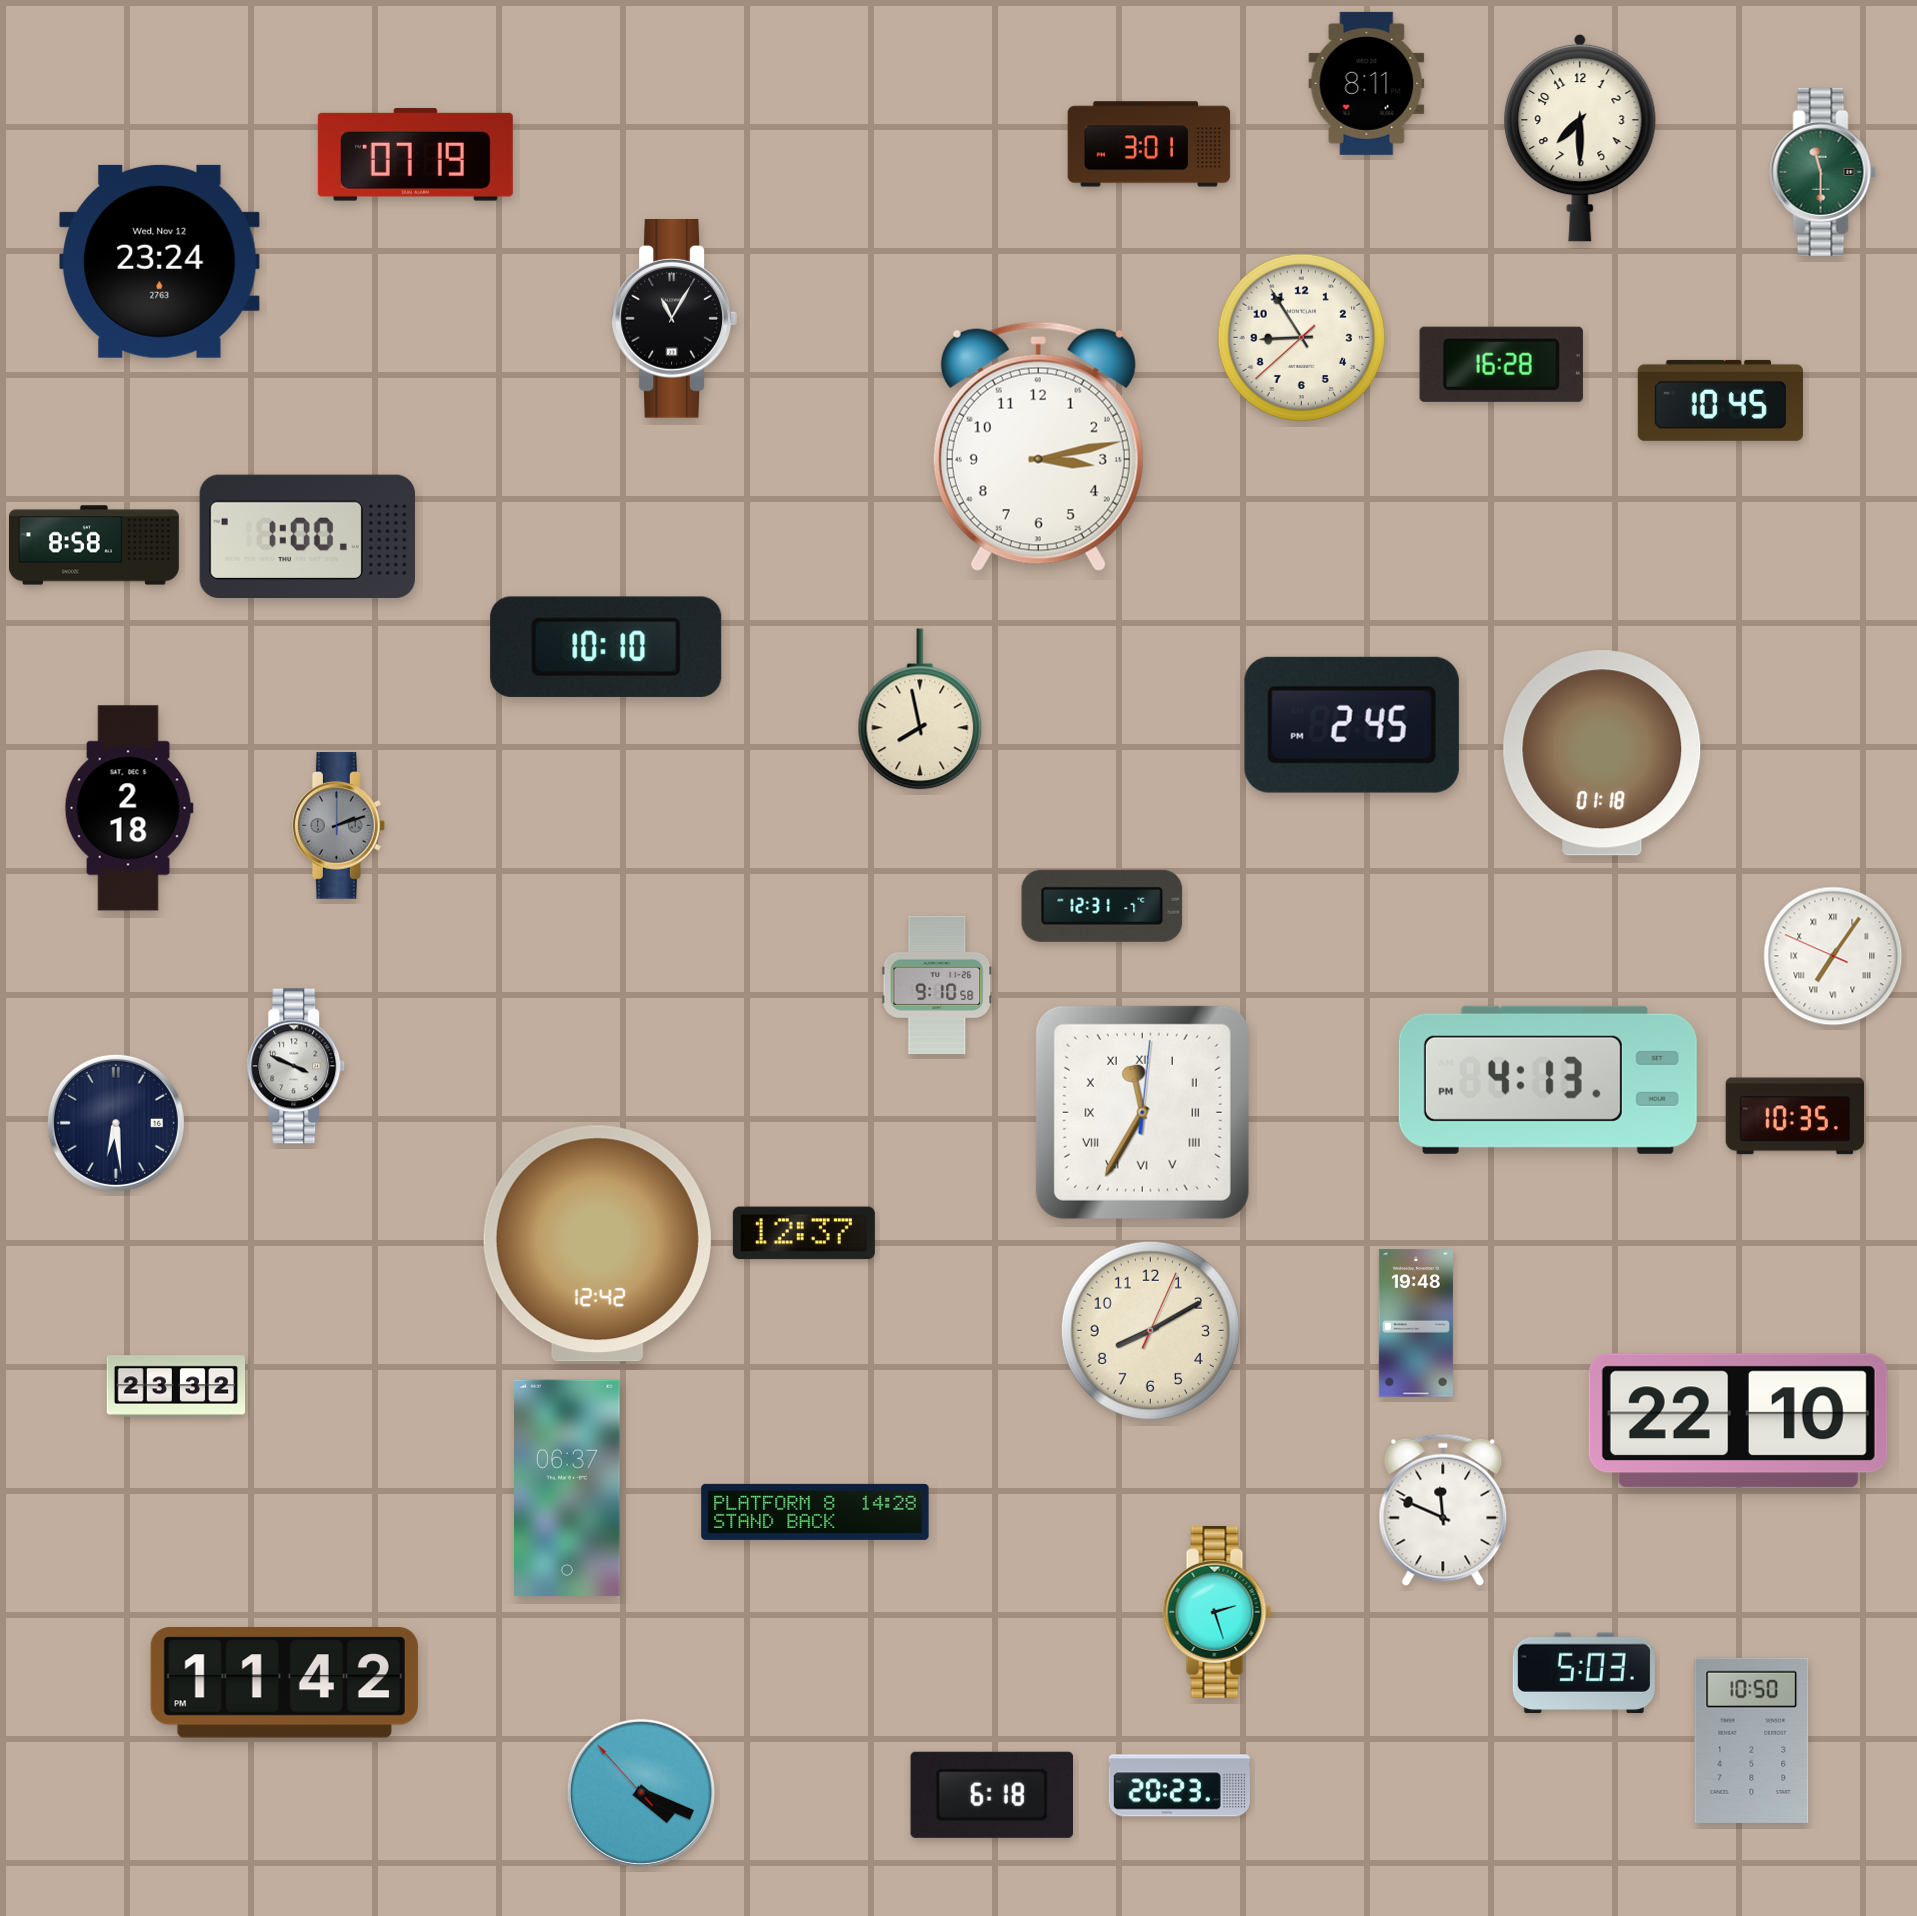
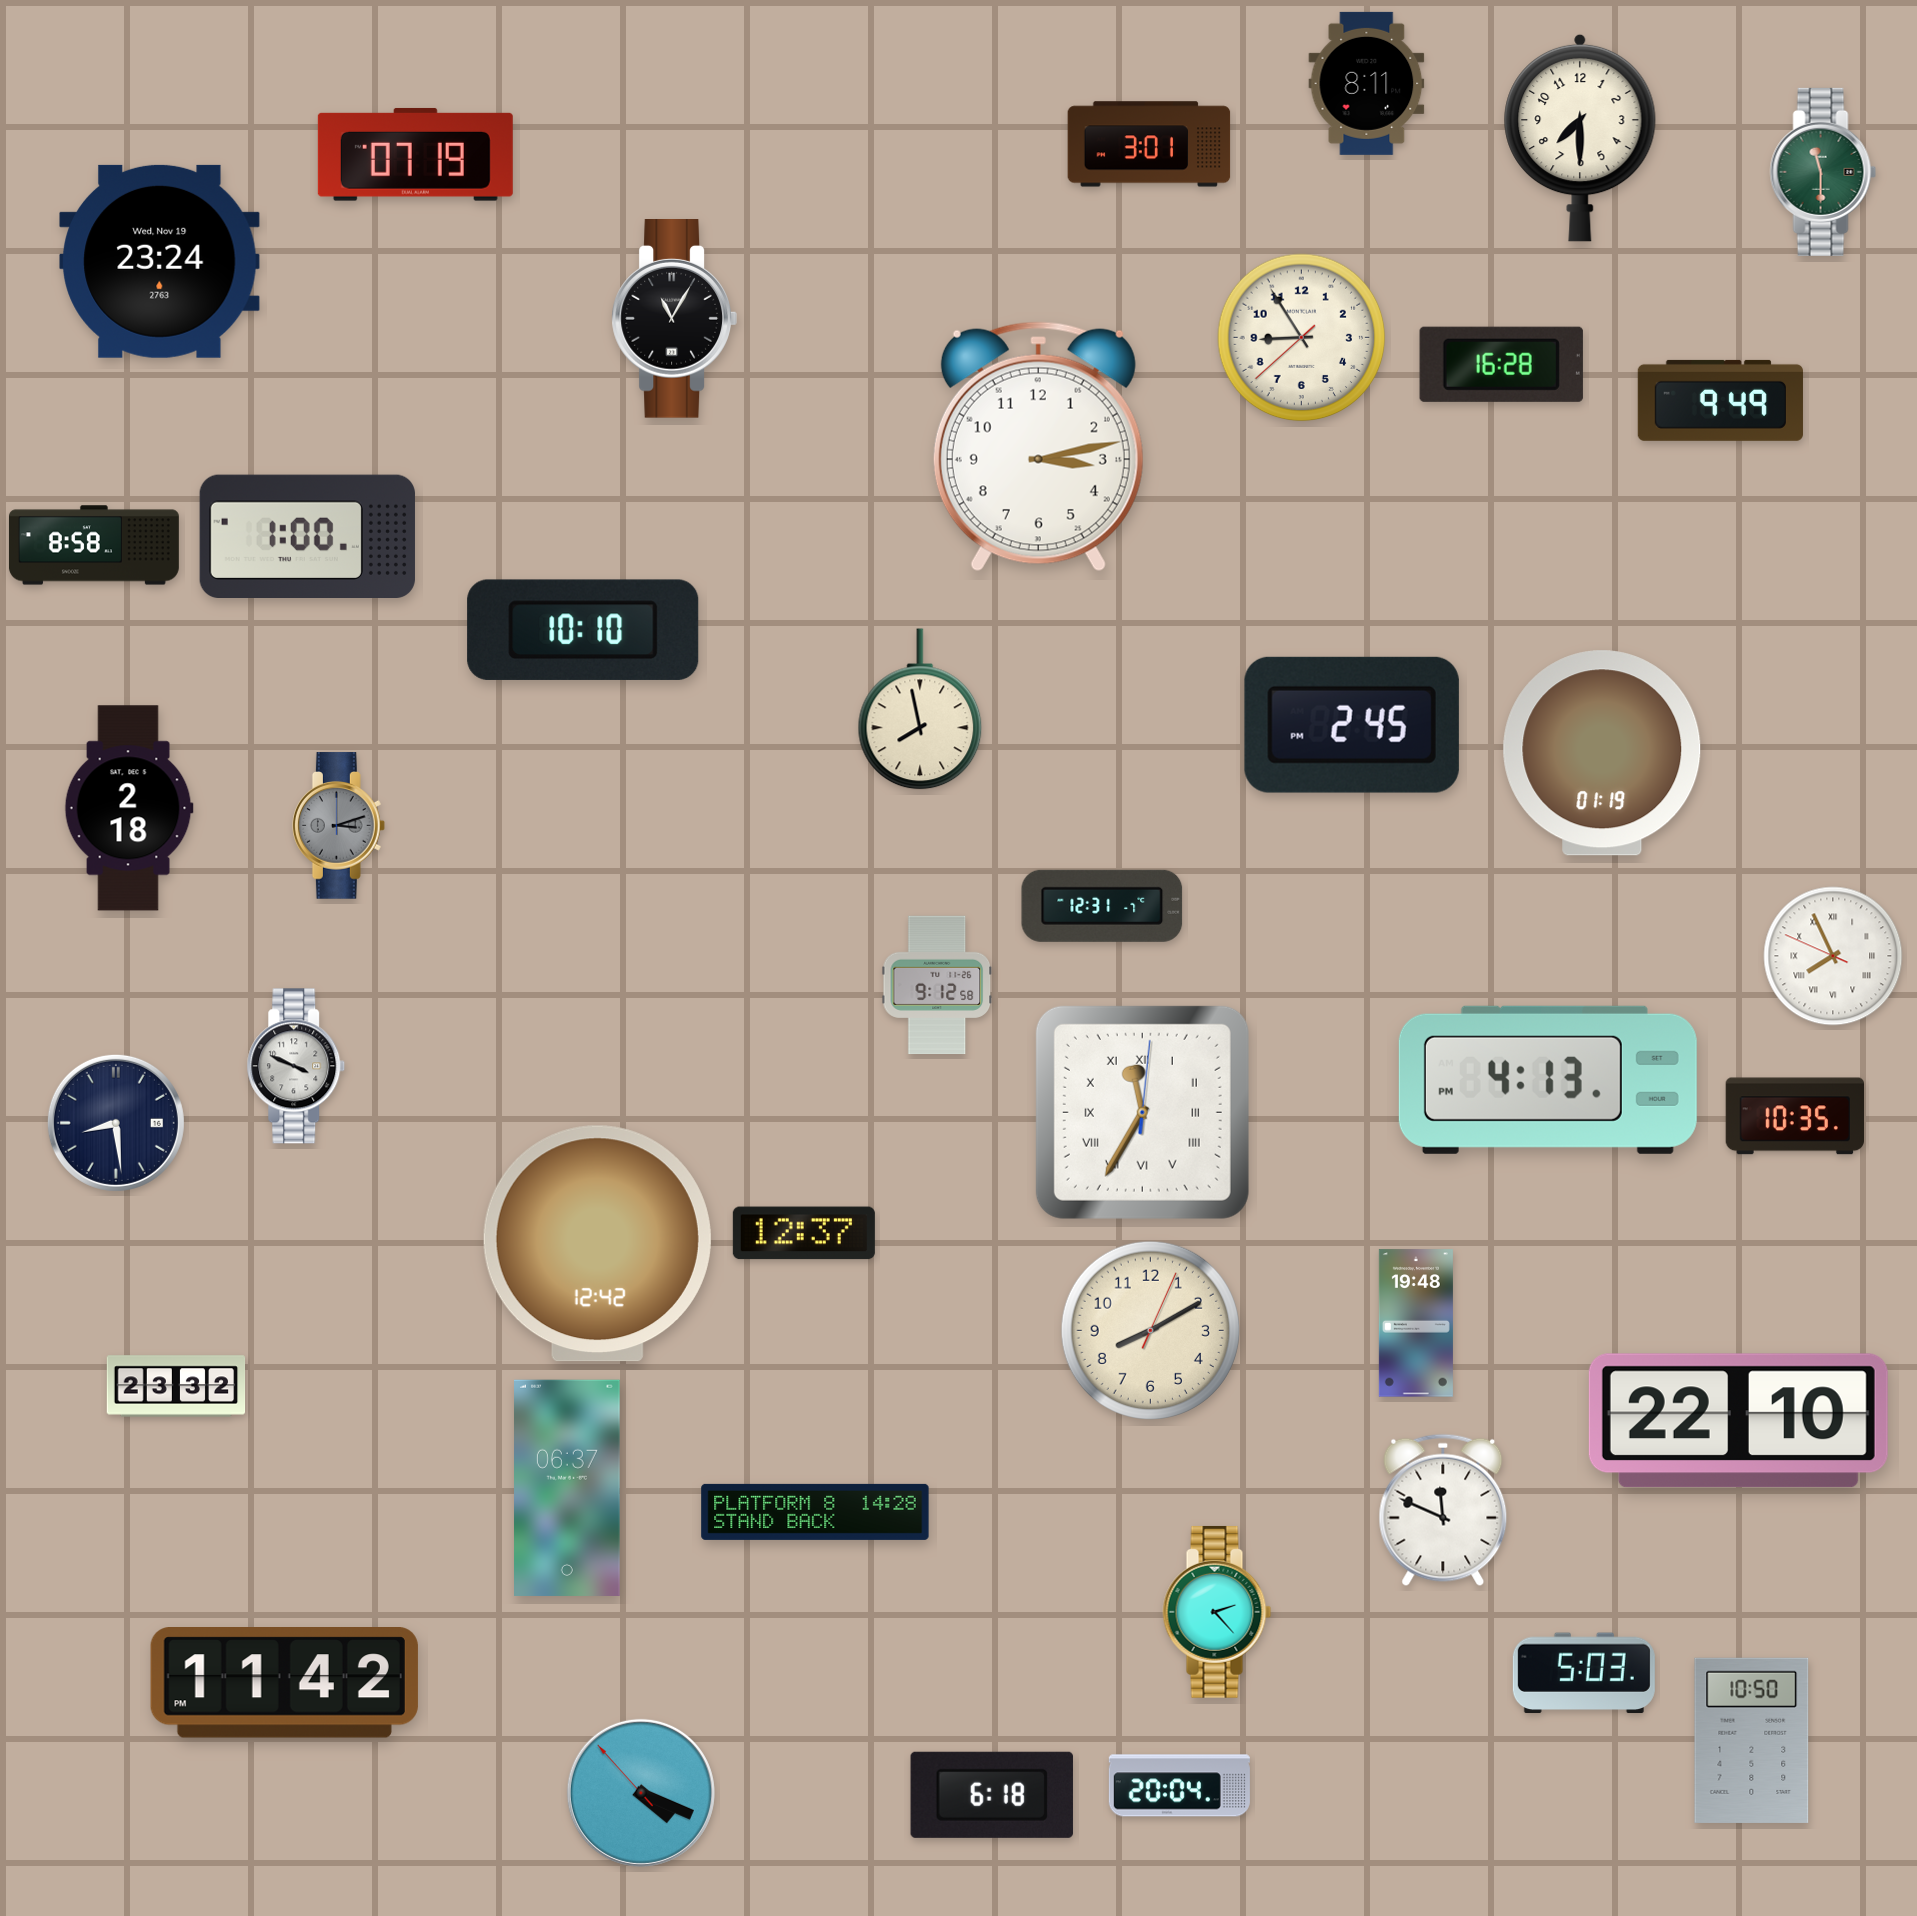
clock at (160, 261) date: Wed, Nov 12 -> Wed, Nov 19
clock at (1720, 400): 10:45 -> 9:49
clock at (606, 647) position: (606, 647) -> (583, 630)
clock at (1602, 753): 01:18 -> 01:19
clock at (338, 826): 2:12 -> 3:12
clock at (1833, 956): 7:05 -> 7:55
clock at (937, 985): 9:10 -> 9:12
clock at (116, 1123): 6:29 -> 8:29
clock at (1217, 1612): 2:27 -> 2:23
clock at (1179, 1786): 20:23 -> 20:04
